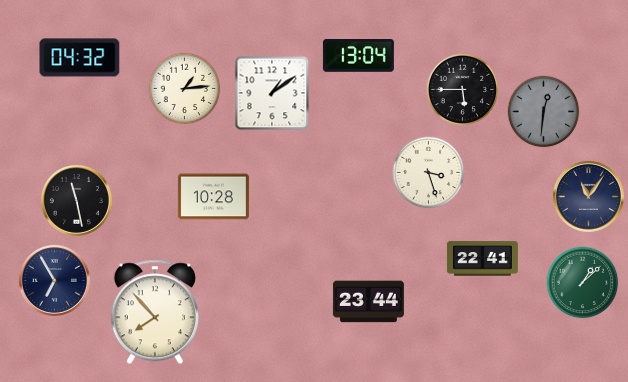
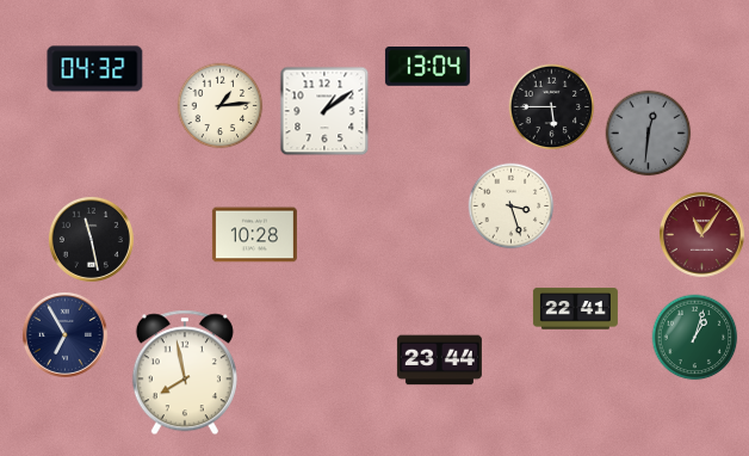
clock at (588, 196) dial: navy -> burgundy
clock at (583, 283): 1:08 -> 1:03
clock at (155, 312): 7:53 -> 7:58
